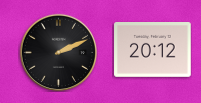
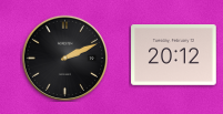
clock at (153, 50) position: (153, 50) -> (174, 55)
